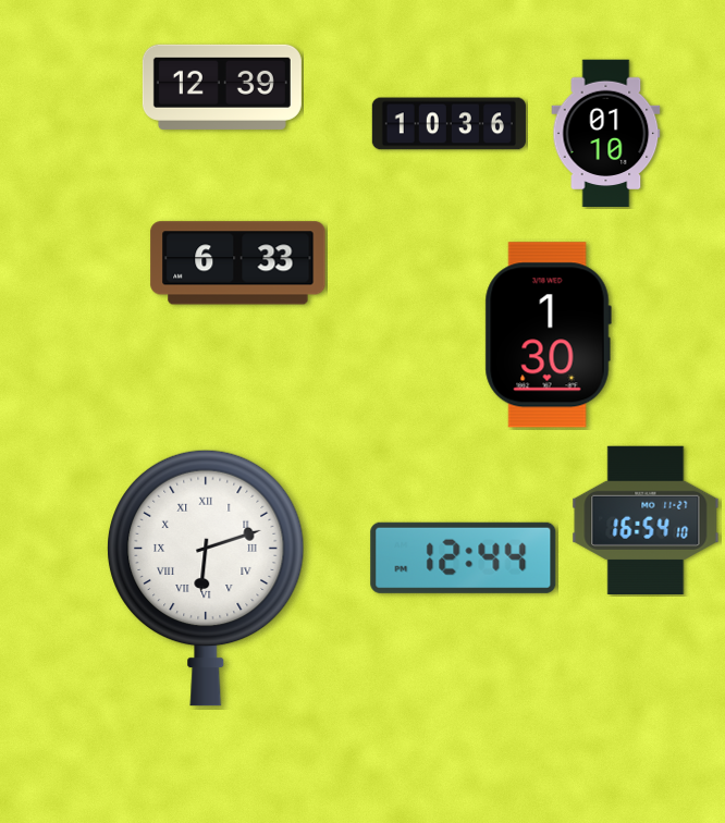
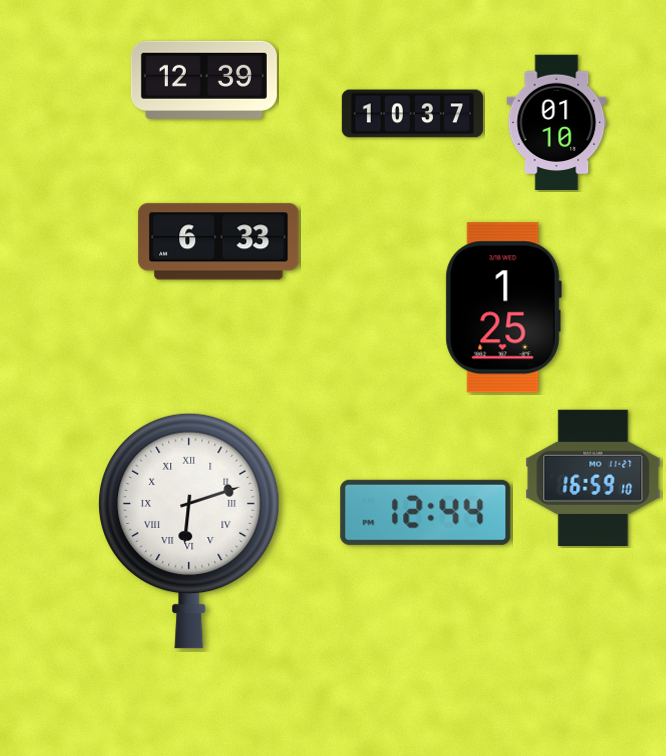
clock at (448, 124): 10:36 -> 10:37
clock at (548, 335): 1:30 -> 1:25
clock at (646, 519): 16:54 -> 16:59
